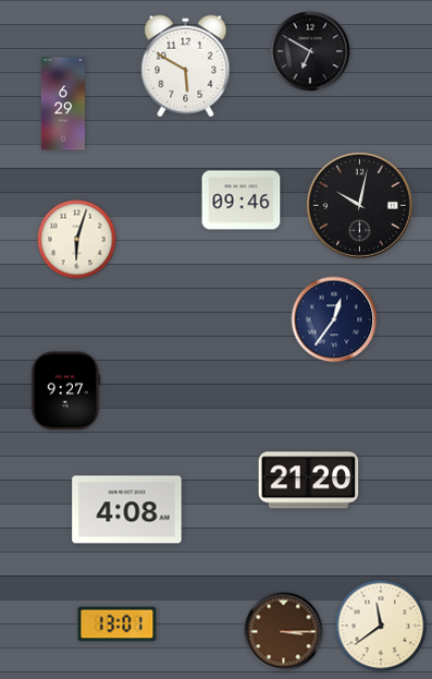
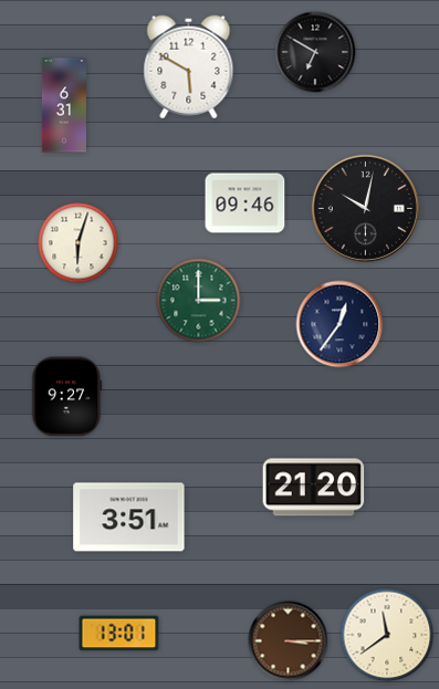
clock at (63, 104): 6:29 -> 6:31
clock at (199, 301): none -> 3:00
clock at (127, 510): 4:08 -> 3:51
